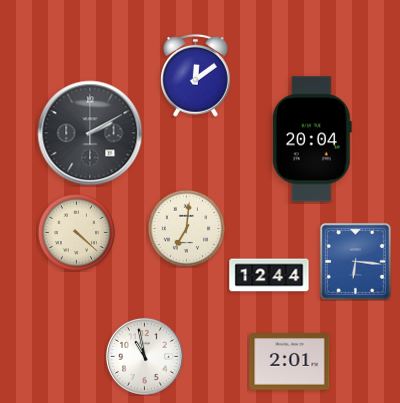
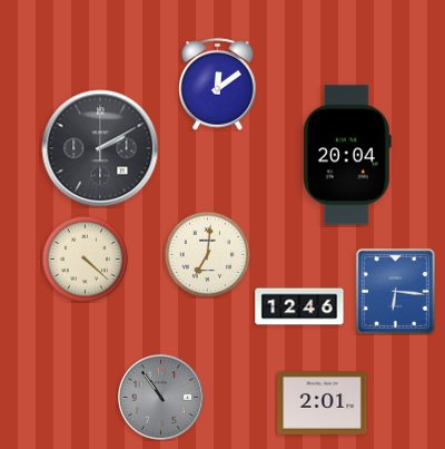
clock at (269, 275): 12:44 -> 12:46
clock at (144, 356): 10:58 -> 10:54
clock at (144, 356) dial: white -> grey
